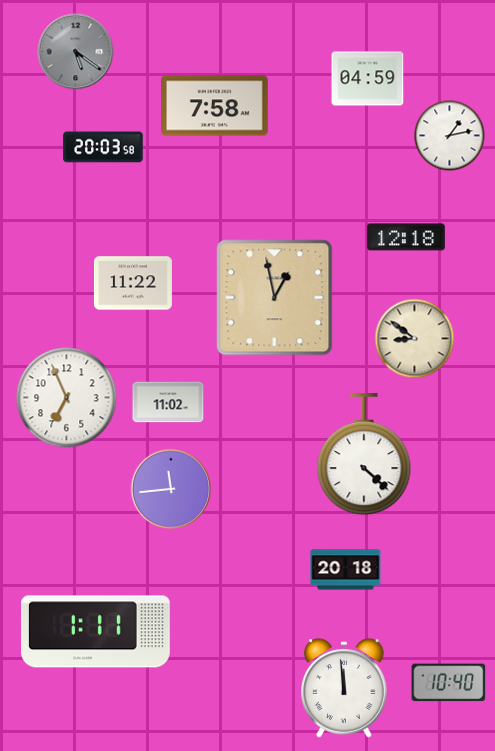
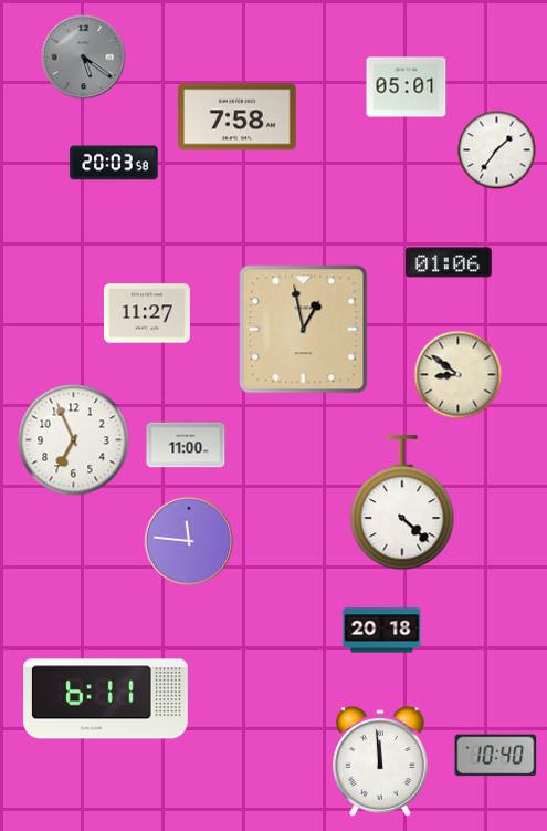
clock at (368, 79): 04:59 -> 05:01
clock at (450, 136): 1:13 -> 1:36
clock at (406, 237): 12:18 -> 01:06
clock at (133, 283): 11:22 -> 11:27
clock at (168, 402): 11:02 -> 11:00
clock at (171, 489): 11:44 -> 11:46
clock at (96, 632): 1:11 -> 6:11
